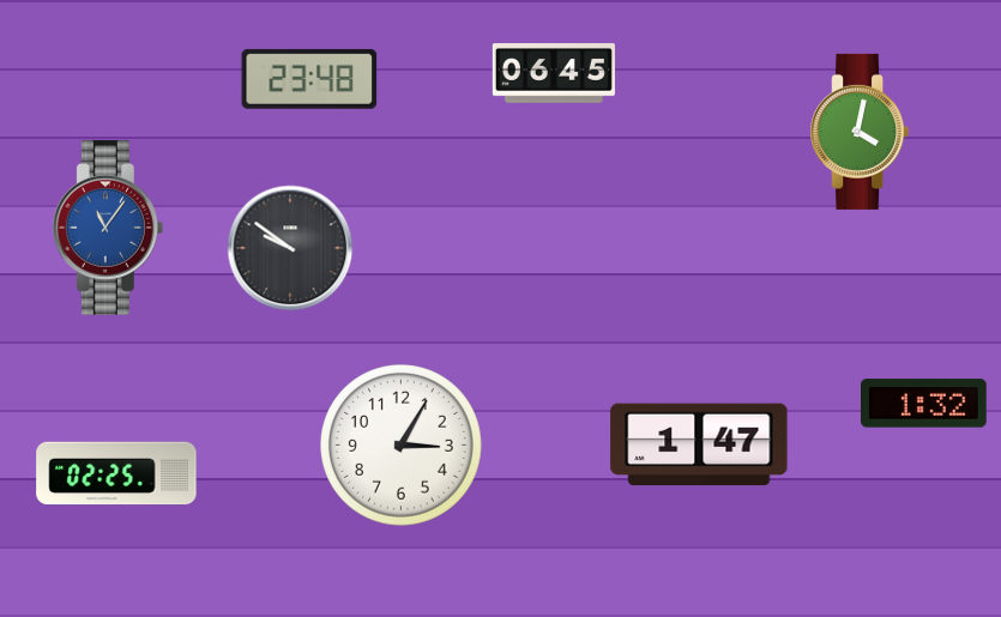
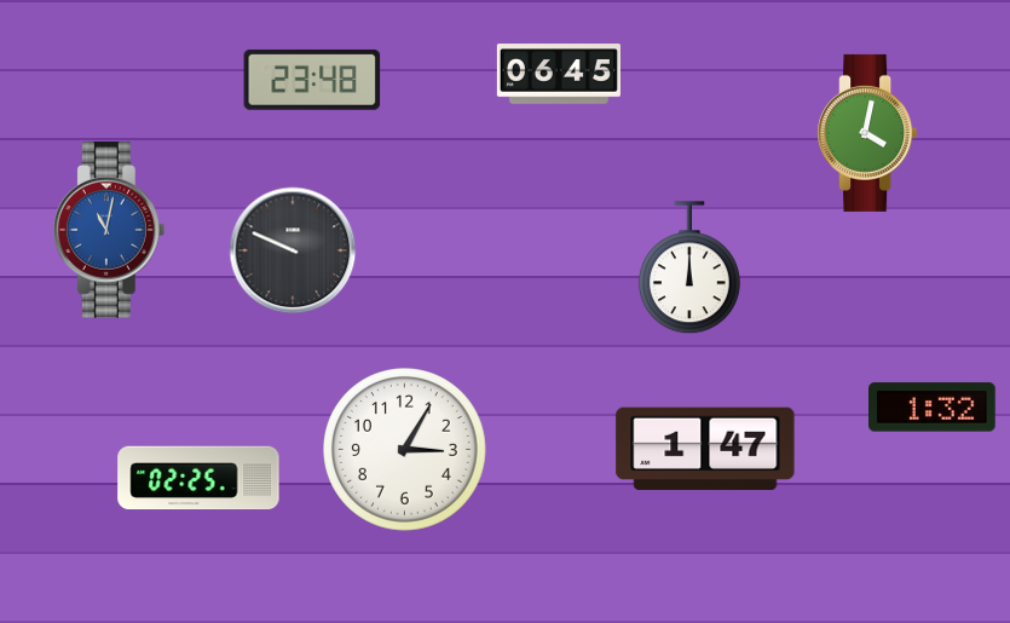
clock at (108, 229): 11:06 -> 11:02
clock at (290, 248): 9:51 -> 9:49
clock at (689, 269): none -> 12:00
clock at (116, 473) position: (116, 473) -> (198, 478)
